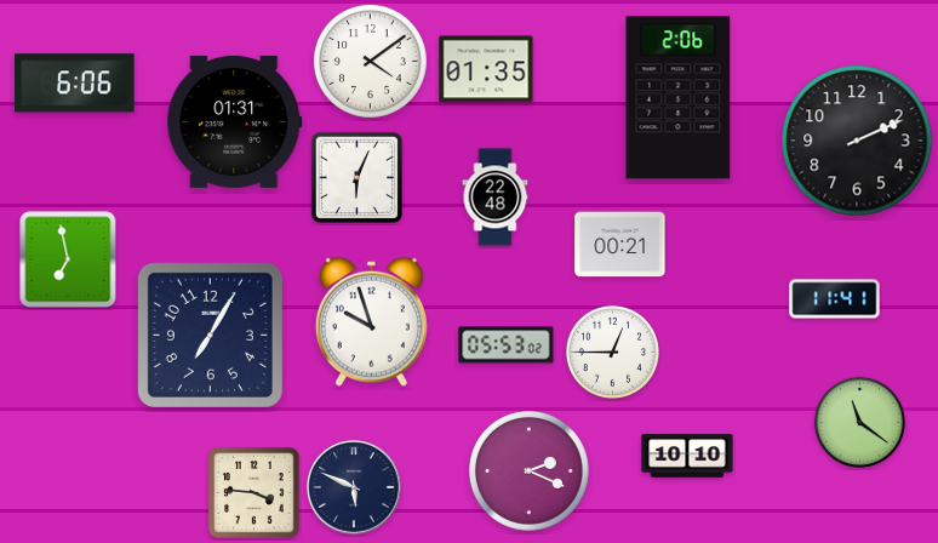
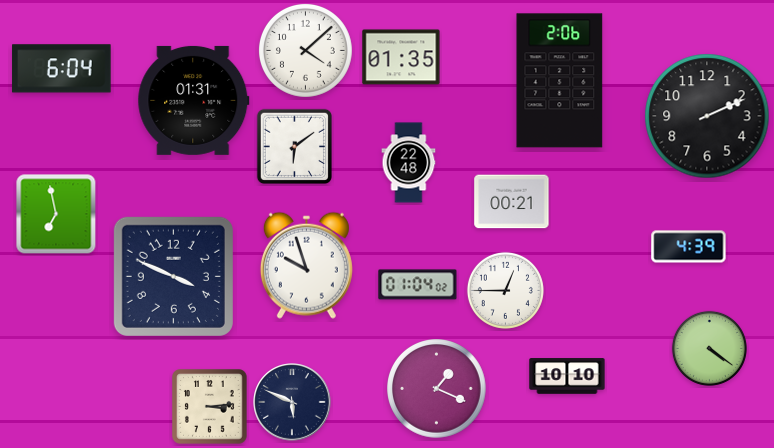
clock at (370, 61): 4:09 -> 4:08
clock at (75, 84): 6:06 -> 6:04
clock at (356, 177): 6:04 -> 6:09
clock at (835, 299): 11:41 -> 4:39
clock at (210, 335): 7:05 -> 3:49
clock at (507, 345): 05:53 -> 01:04
clock at (859, 422): 11:21 -> 4:21
clock at (530, 471): 2:19 -> 1:19
clock at (254, 493): 3:46 -> 3:14
